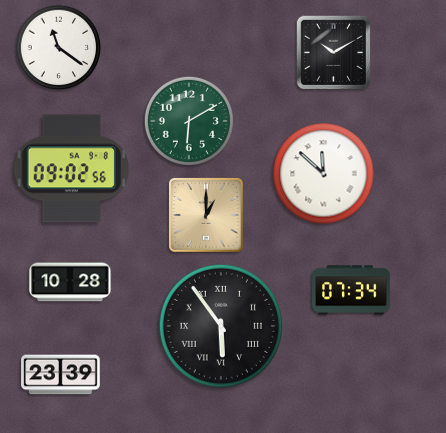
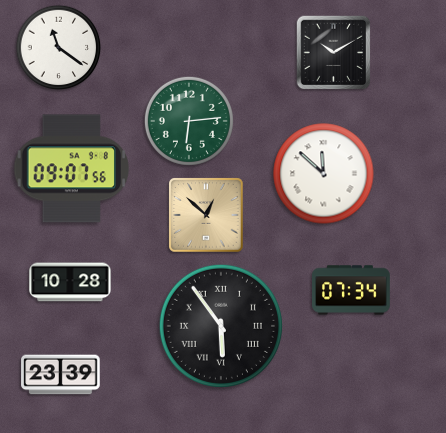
clock at (189, 121): 6:10 -> 6:14
clock at (72, 169): 09:02 -> 09:07
clock at (206, 215): 1:00 -> 12:52
